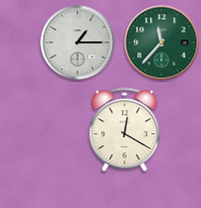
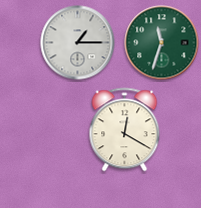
clock at (162, 43): 11:37 -> 11:33
